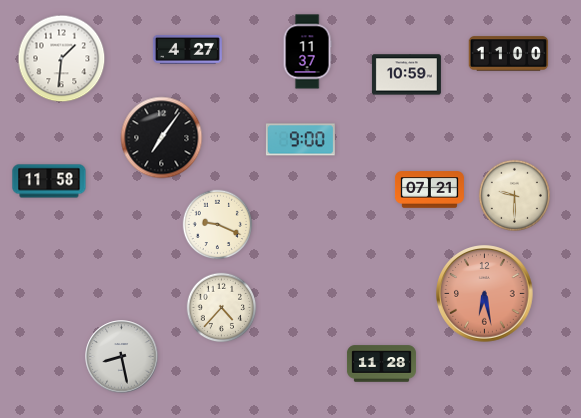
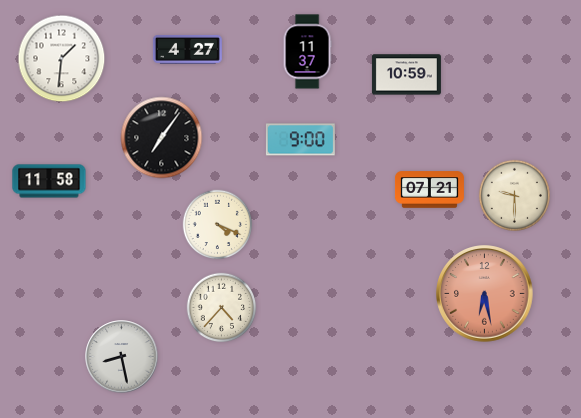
clock at (509, 54): 11:00 -> none
clock at (218, 225): 9:19 -> 4:19
clock at (381, 364): 11:28 -> none
